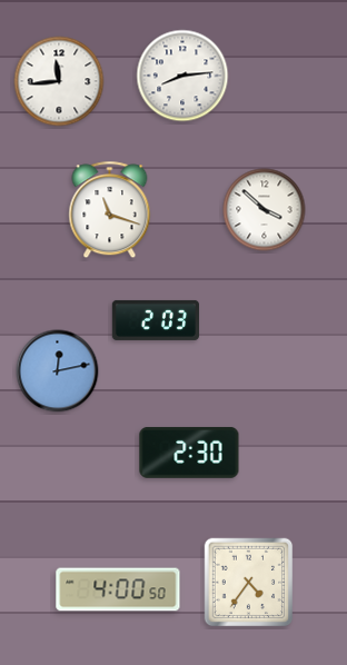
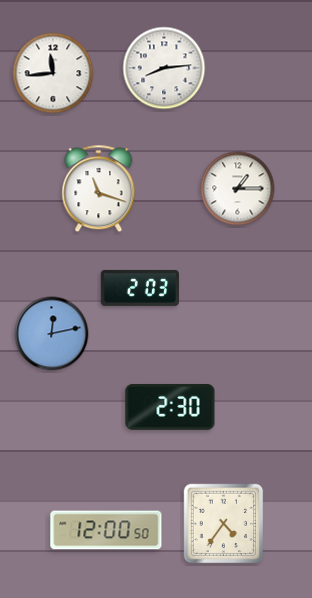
clock at (265, 210): 3:52 -> 1:15
clock at (118, 589): 4:00 -> 12:00
